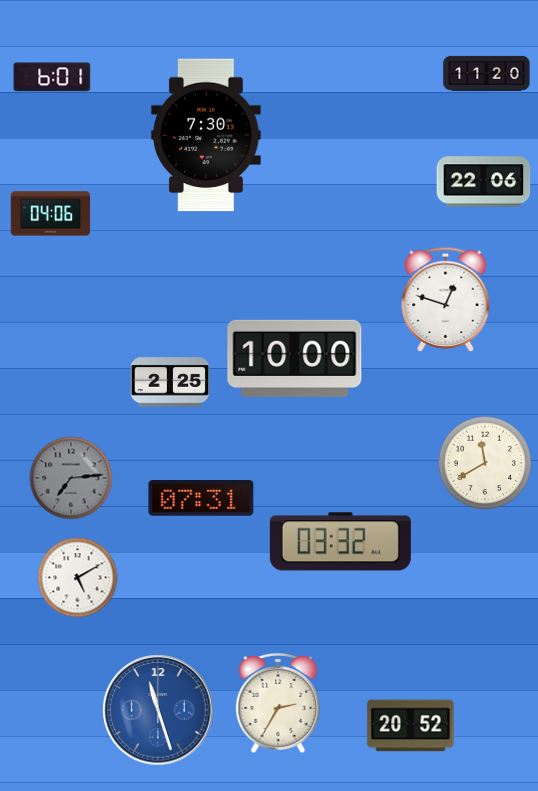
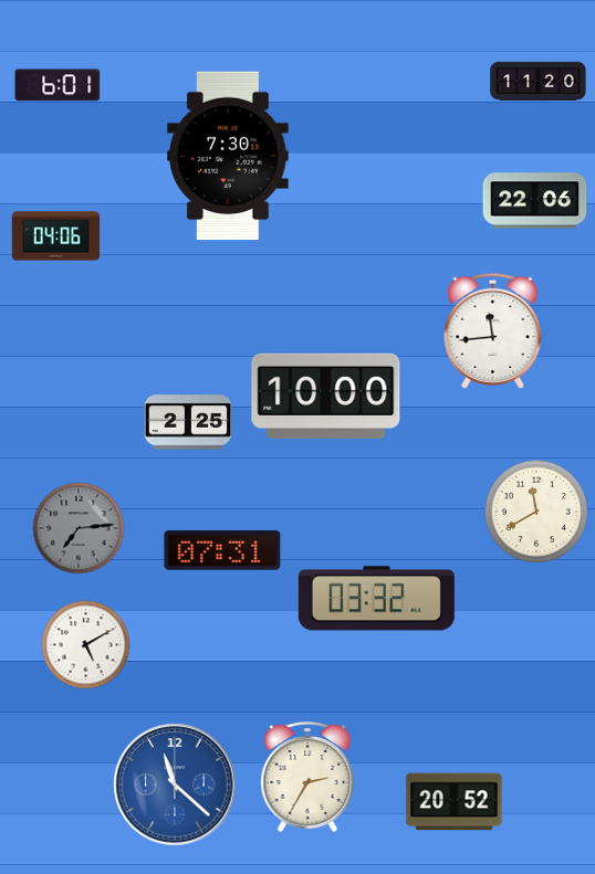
clock at (206, 135) position: (206, 135) -> (228, 156)
clock at (446, 299): 12:48 -> 11:44
clock at (78, 578) position: (78, 578) -> (86, 645)
clock at (158, 710): 11:27 -> 11:22
